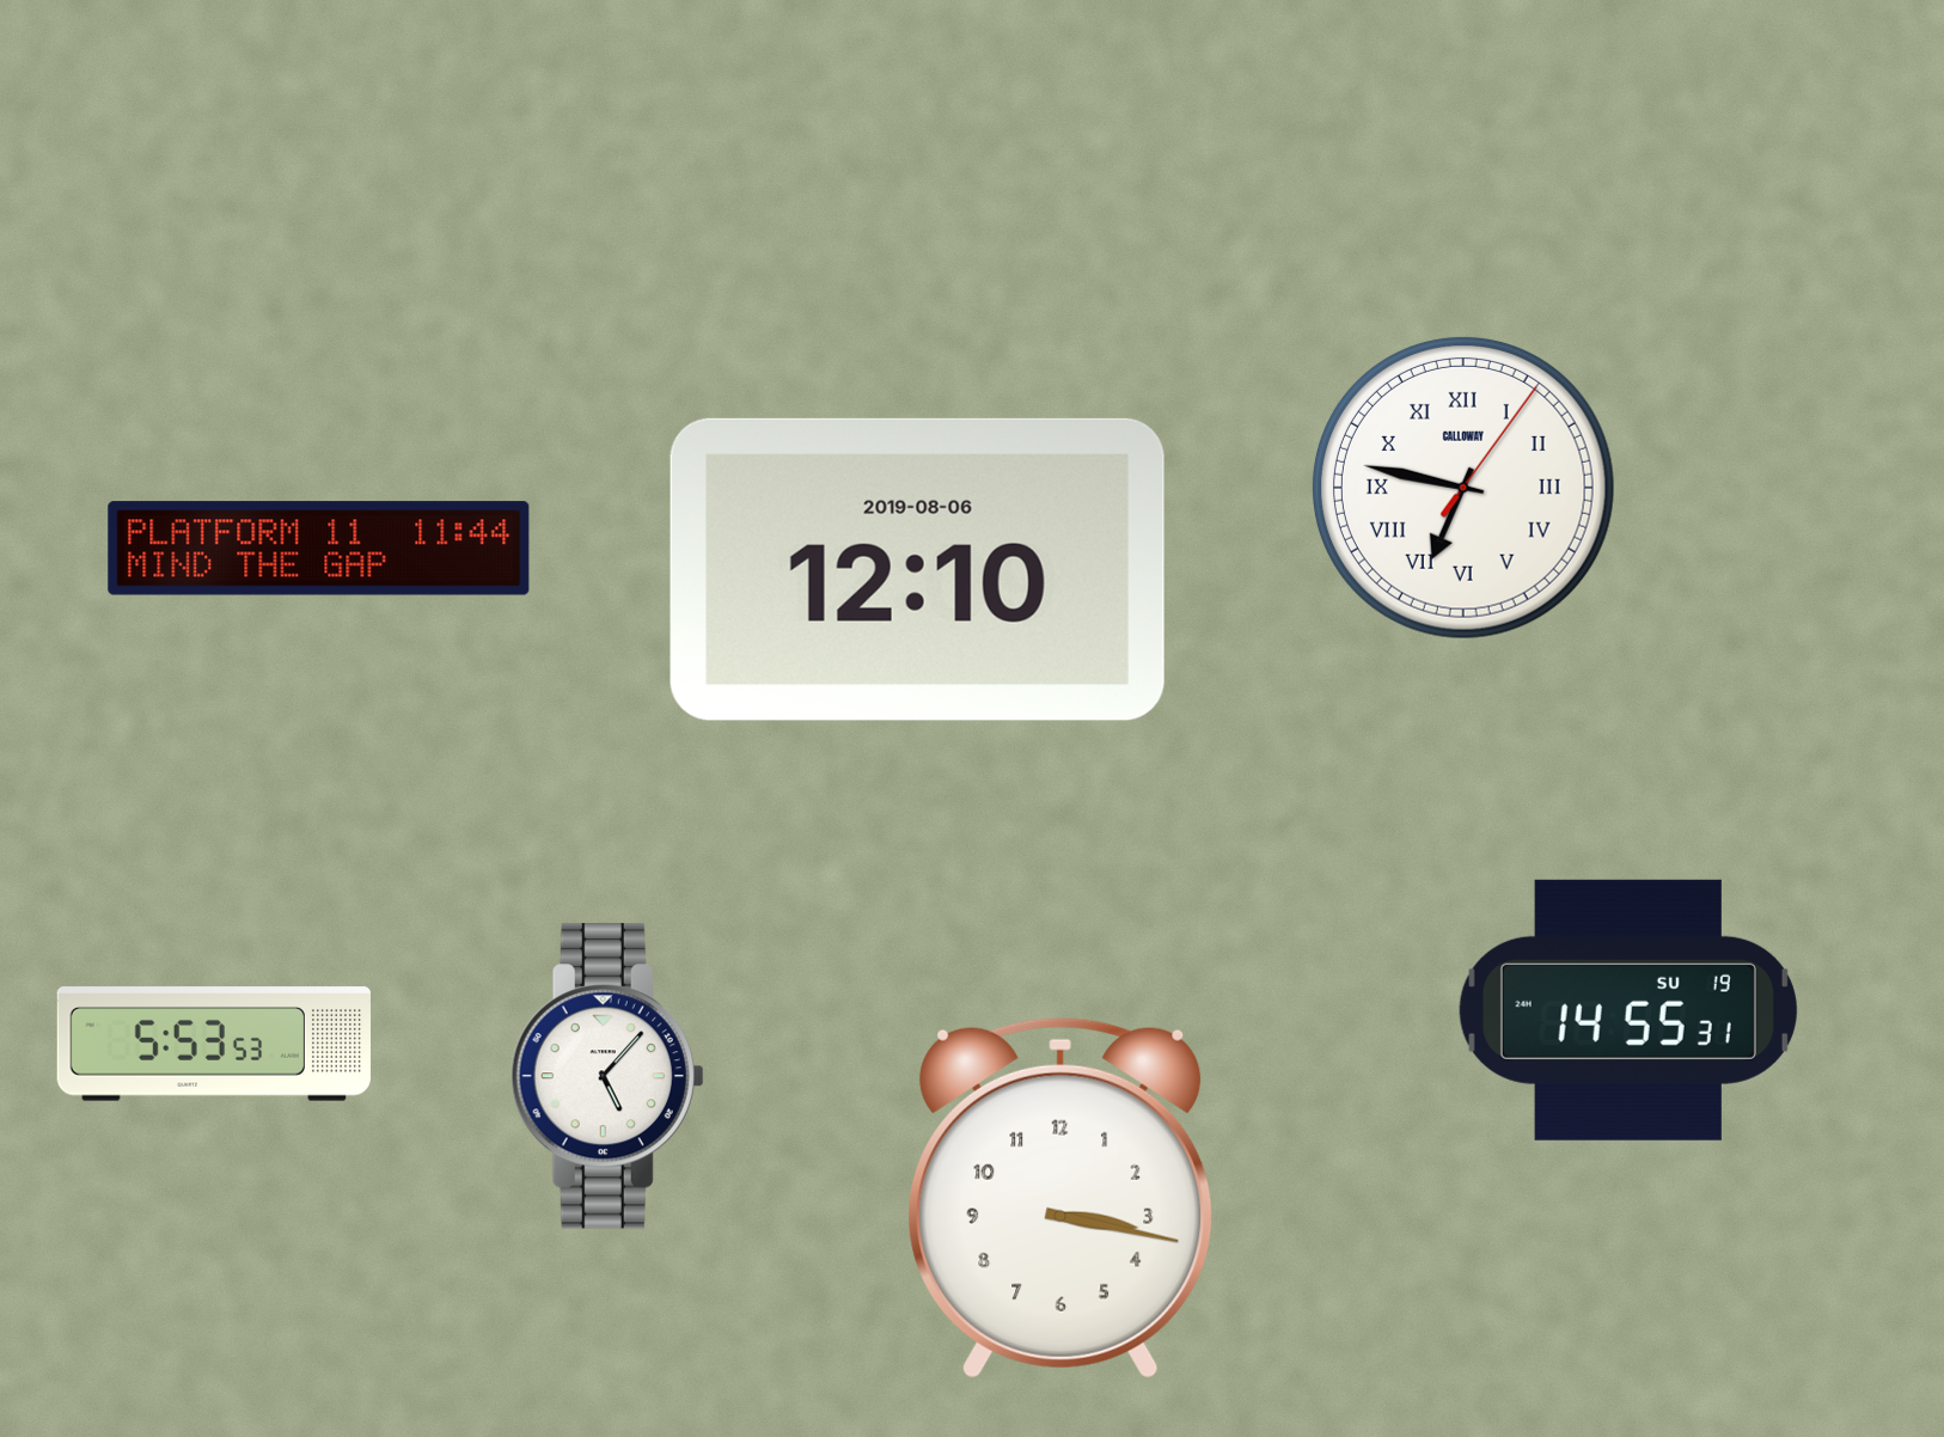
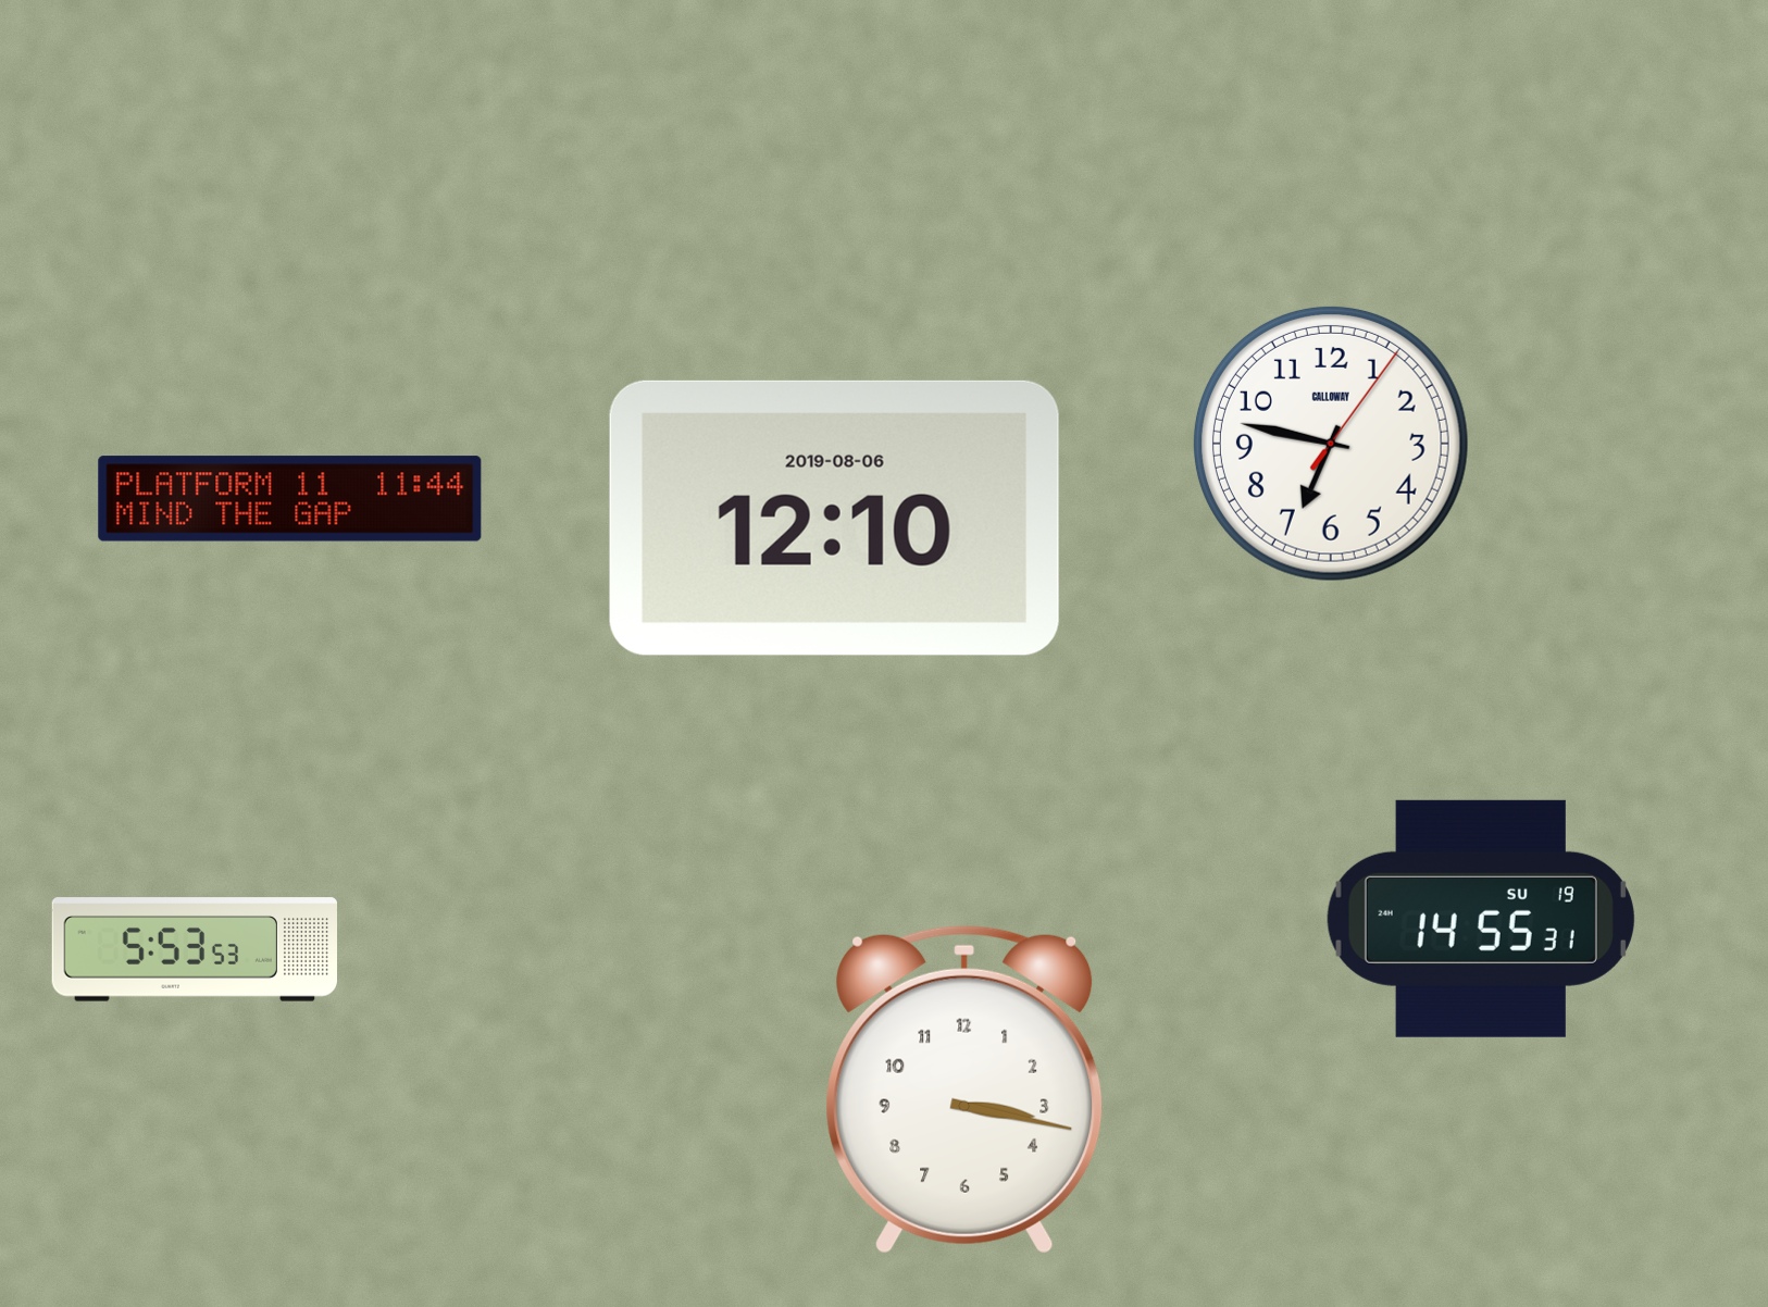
clock at (1463, 488) numerals: Roman -> Arabic
clock at (607, 1076): 5:07 -> none
